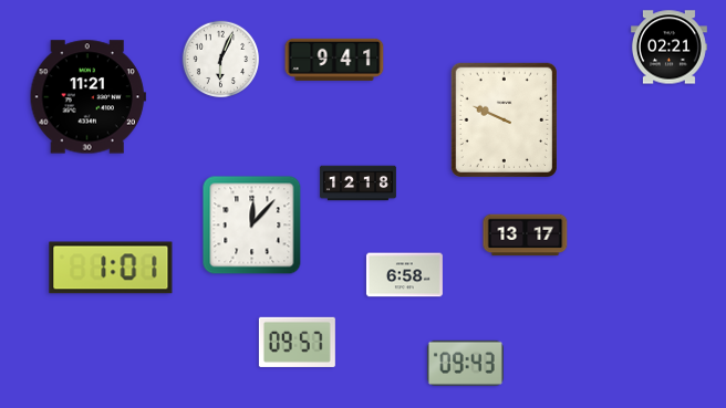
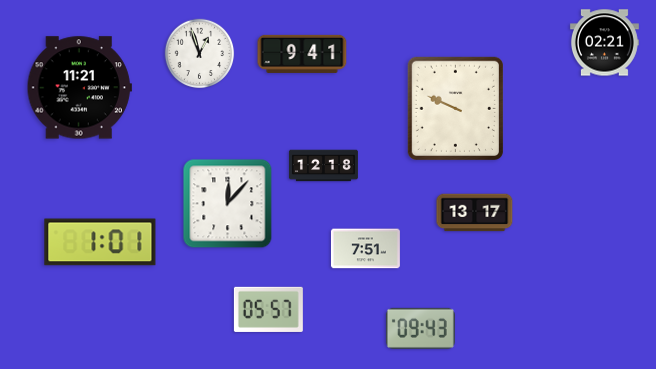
clock at (221, 60): 6:04 -> 12:57
clock at (404, 275): 6:58 -> 7:51
clock at (297, 342): 09:57 -> 05:57
